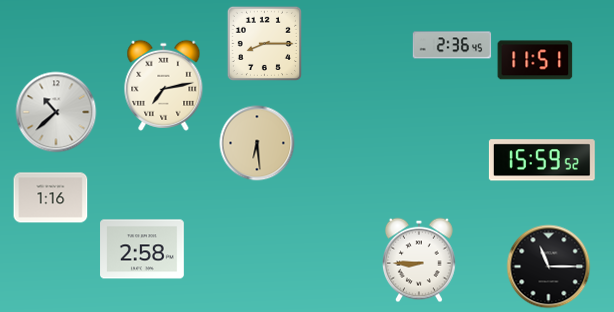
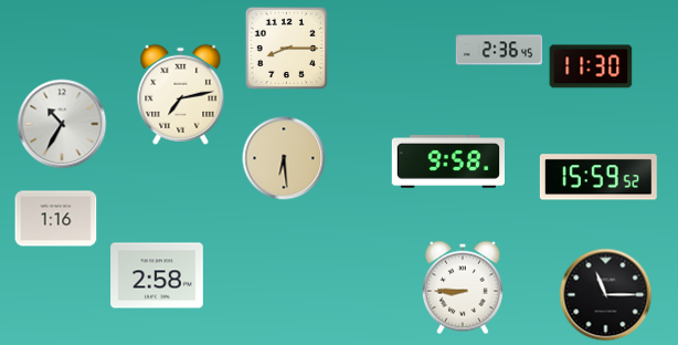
clock at (264, 43) position: (264, 43) -> (286, 48)
clock at (535, 60): 11:51 -> 11:30
clock at (56, 112): 10:38 -> 10:35
clock at (447, 161): none -> 9:58
